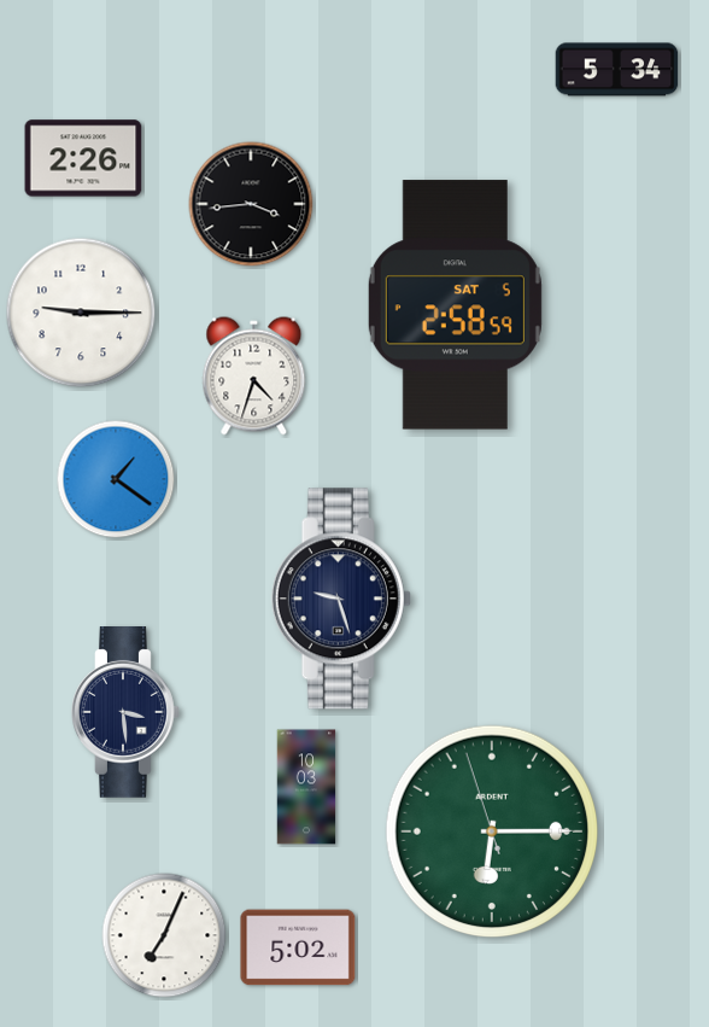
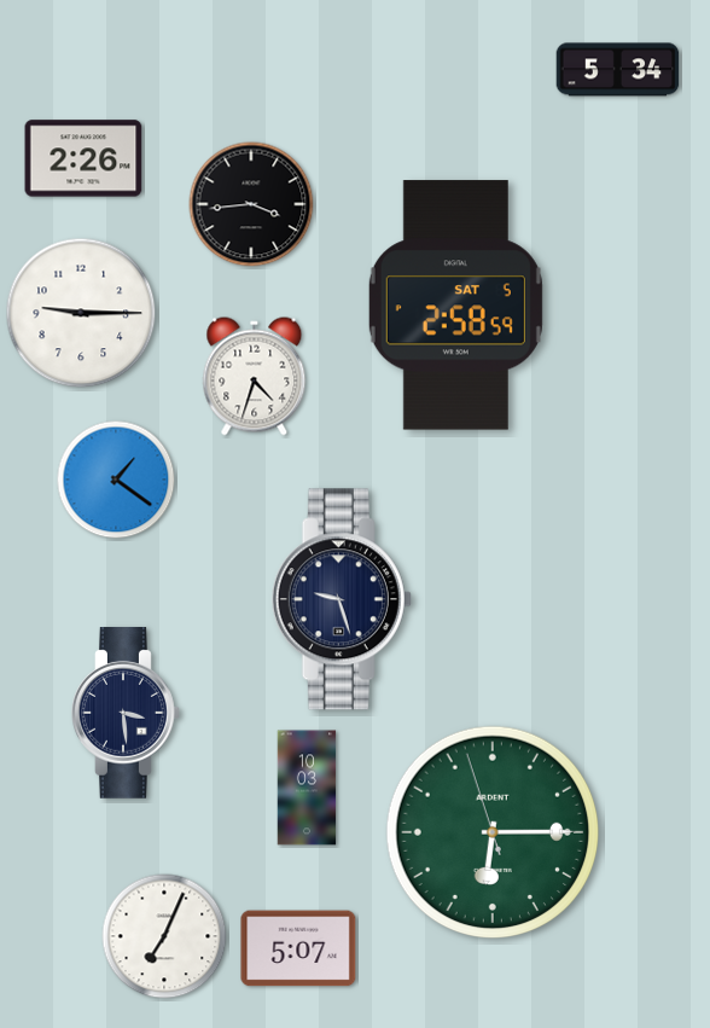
clock at (298, 947): 5:02 -> 5:07
